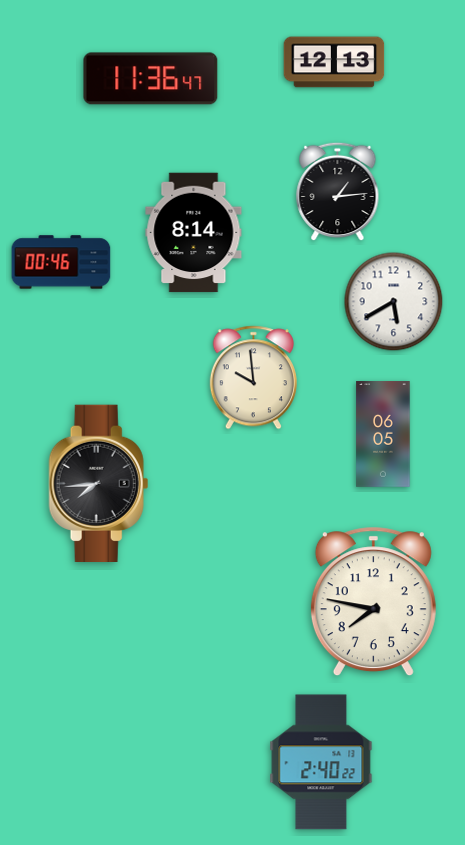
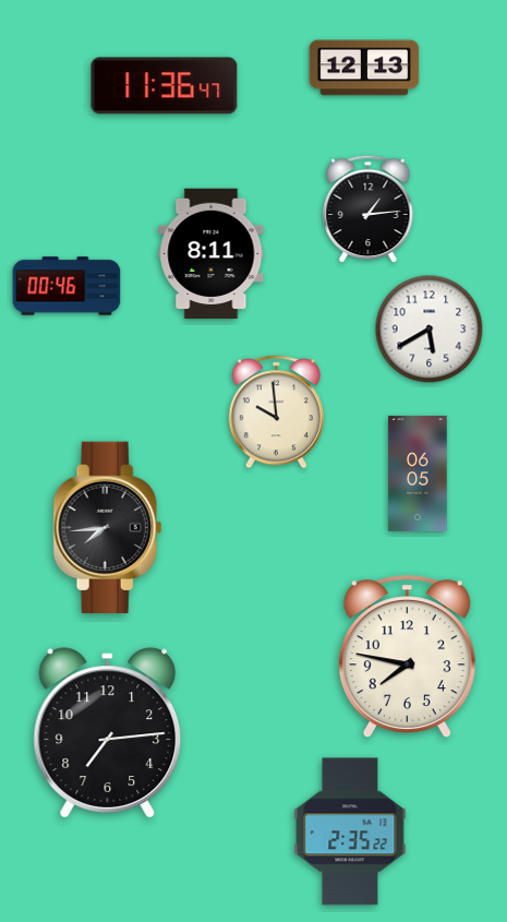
clock at (194, 233): 8:14 -> 8:11
clock at (108, 732): none -> 7:14
clock at (321, 762): 2:40 -> 2:35
